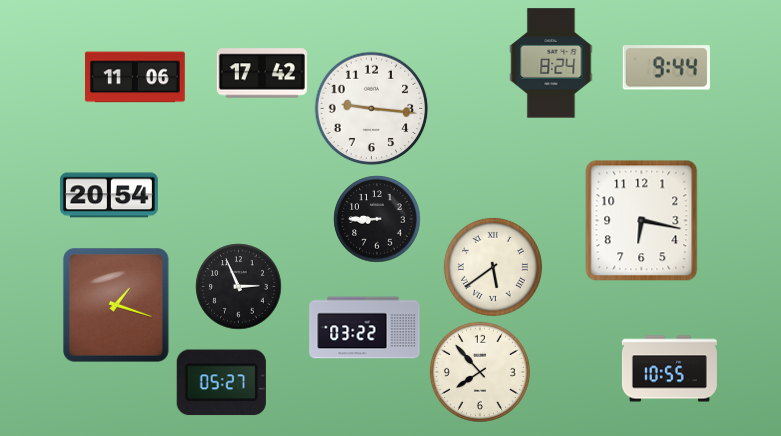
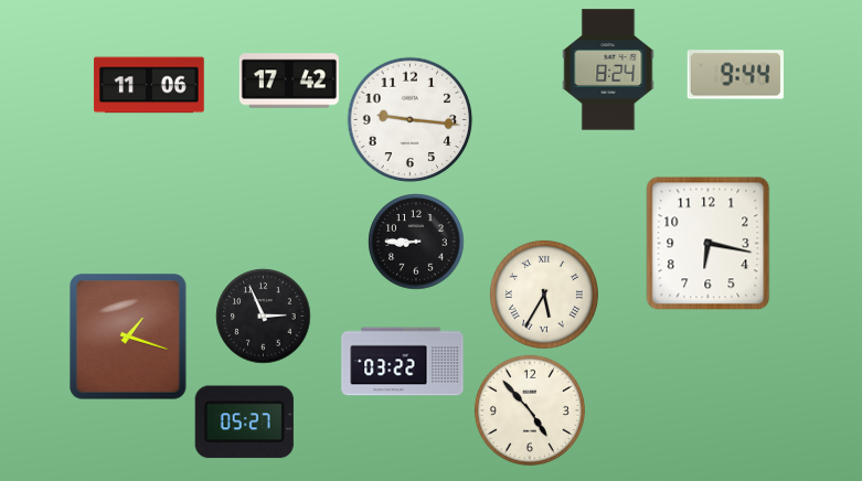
clock at (109, 195): 20:54 -> none
clock at (493, 267): 5:39 -> 5:35
clock at (669, 369): 10:55 -> none
clock at (480, 372): 7:53 -> 4:53
